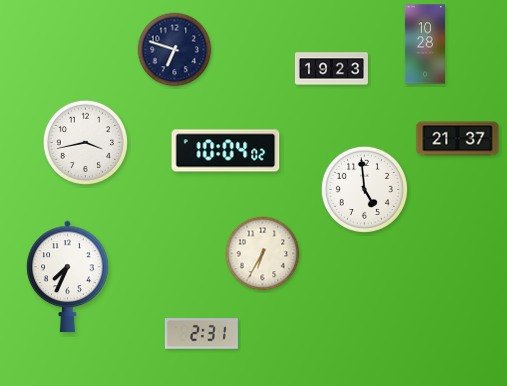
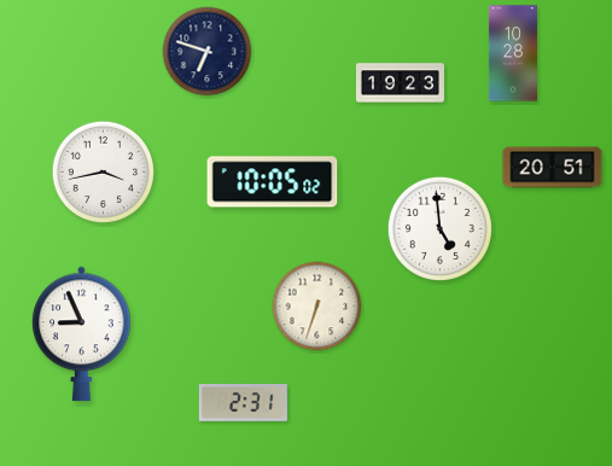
clock at (175, 50) position: (175, 50) -> (208, 52)
clock at (458, 139): 21:37 -> 20:51
clock at (226, 151): 10:04 -> 10:05
clock at (263, 254): 6:35 -> 6:33
clock at (68, 277): 7:34 -> 8:56
